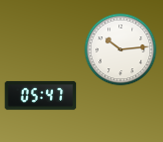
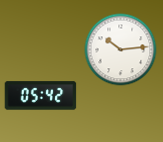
clock at (41, 96): 05:47 -> 05:42
